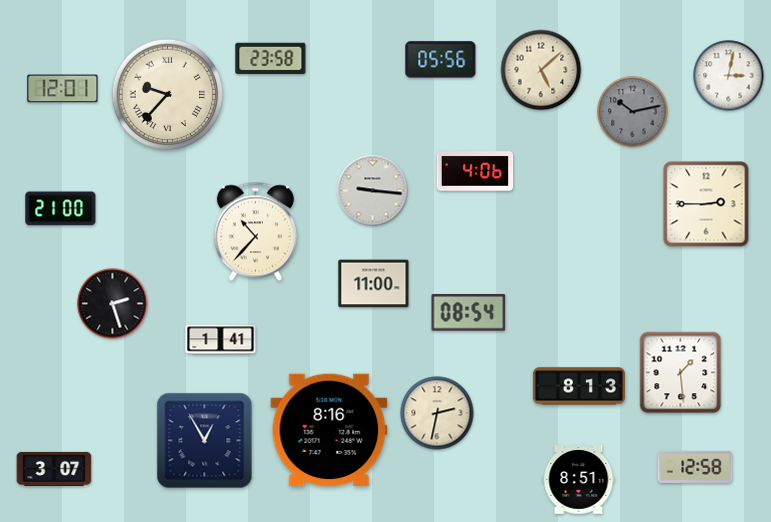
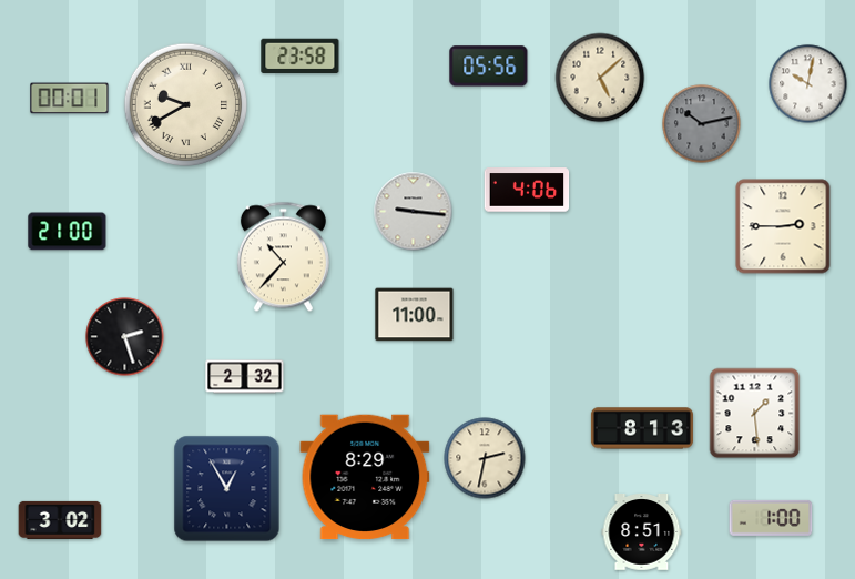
clock at (271, 59) position: (271, 59) -> (301, 57)
clock at (729, 76): 3:02 -> 10:02
clock at (63, 89): 12:01 -> 00:01
clock at (168, 95): 9:37 -> 9:40
clock at (469, 313): 08:54 -> none
clock at (221, 340): 1:41 -> 2:32
clock at (329, 430): 8:16 -> 8:29
clock at (695, 467): 12:58 -> 1:00
clock at (54, 469): 3:07 -> 3:02
